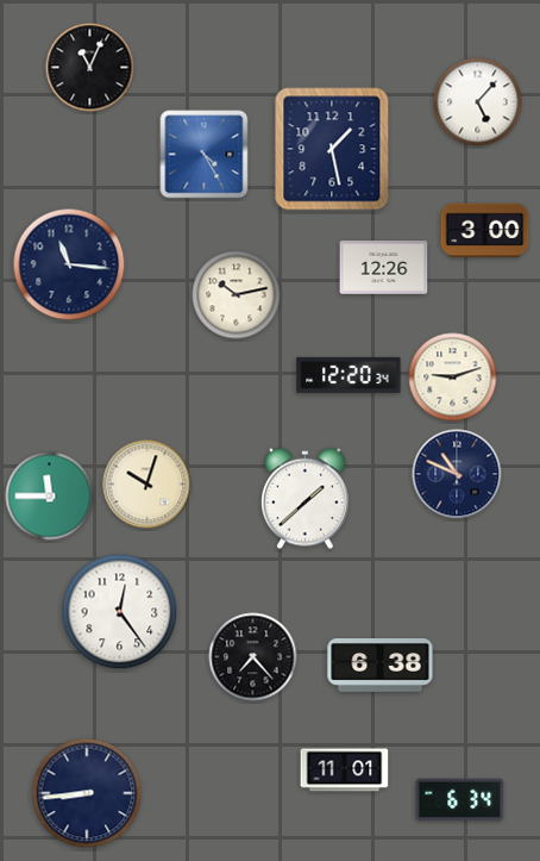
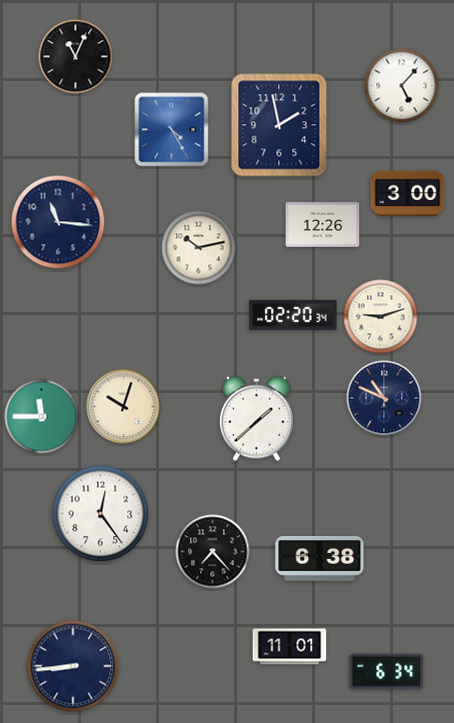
clock at (332, 149): 1:28 -> 1:58
clock at (349, 375): 12:20 -> 02:20
